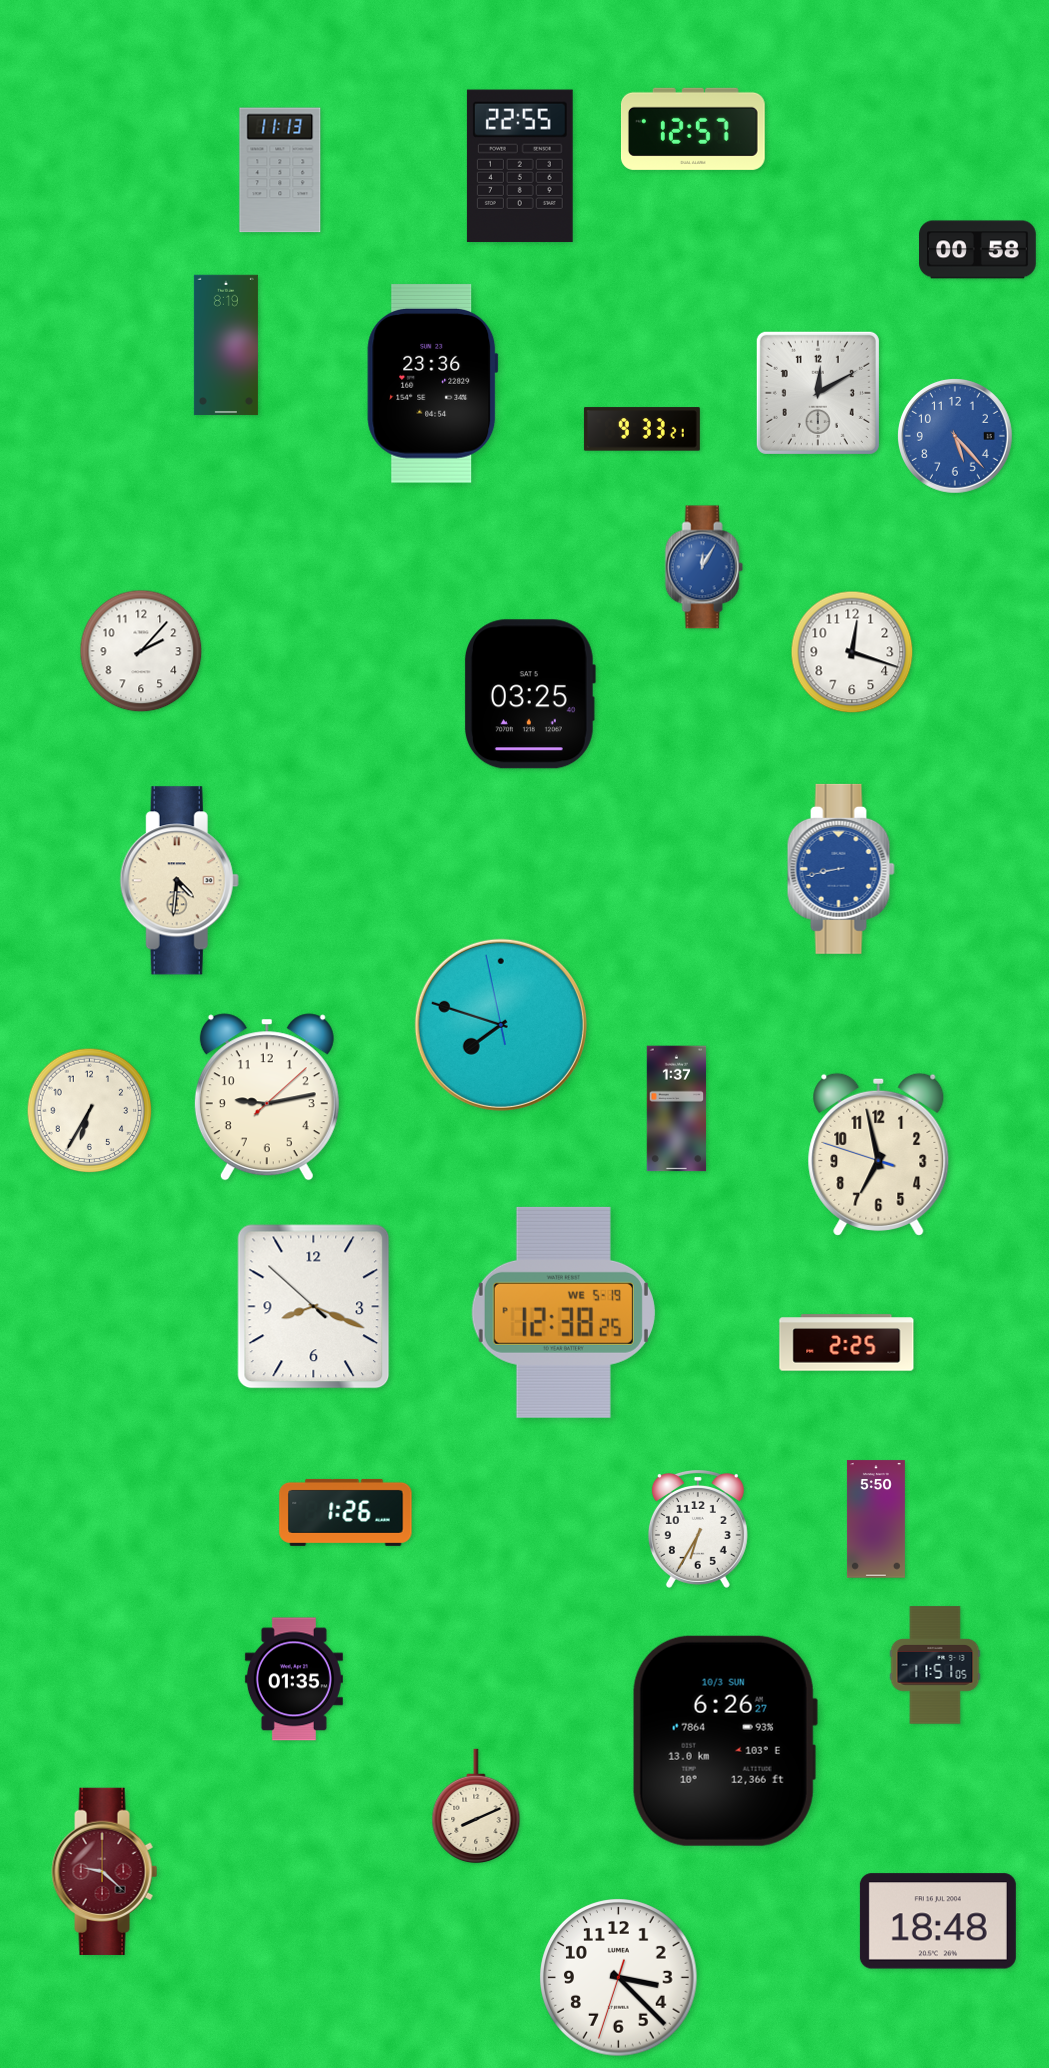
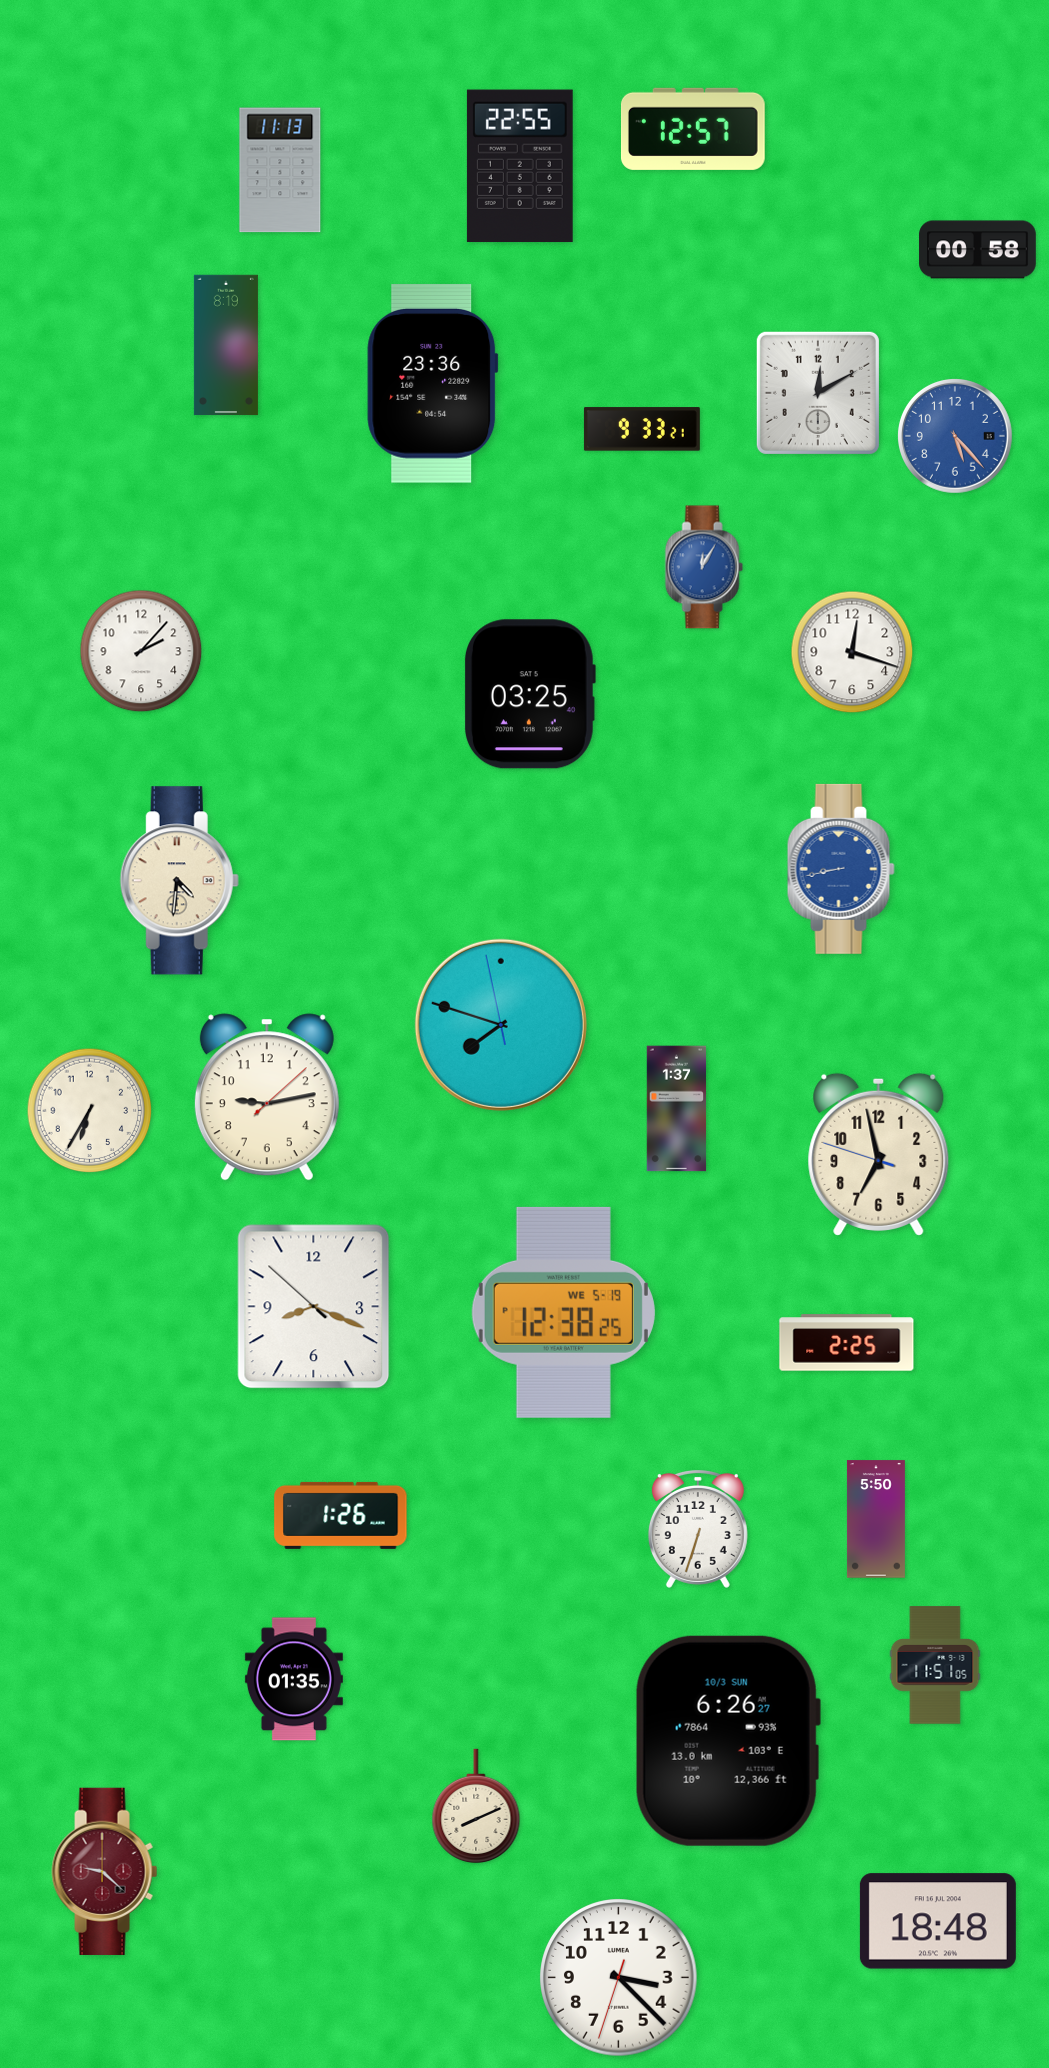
clock at (346, 1512) position: (346, 1512) -> (341, 1515)
clock at (698, 1530): 6:35 -> 6:33
clock at (725, 1741) position: (725, 1741) -> (728, 1741)
